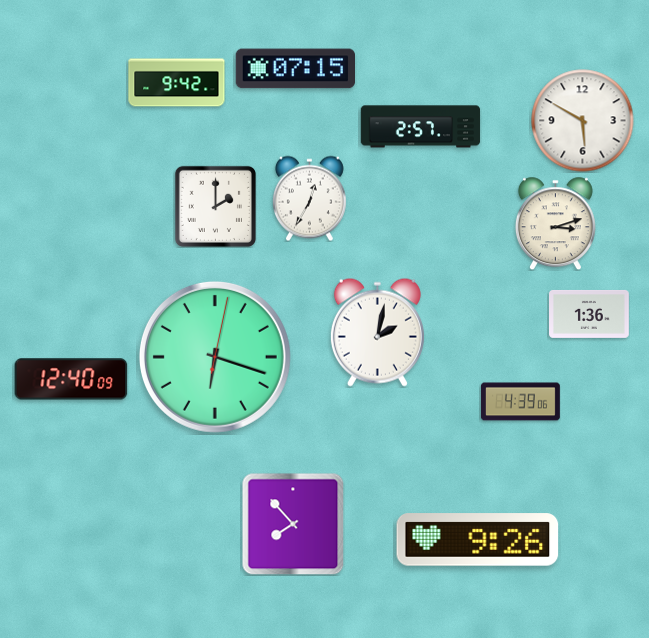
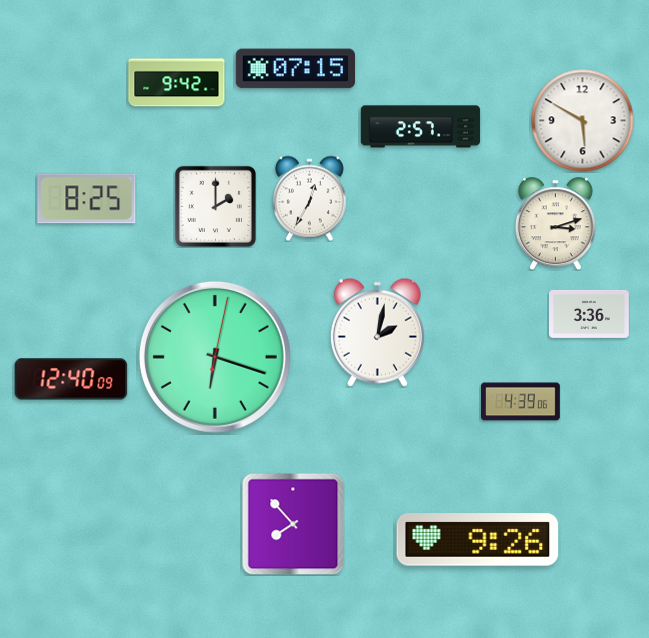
clock at (87, 199): none -> 8:25
clock at (590, 314): 1:36 -> 3:36
